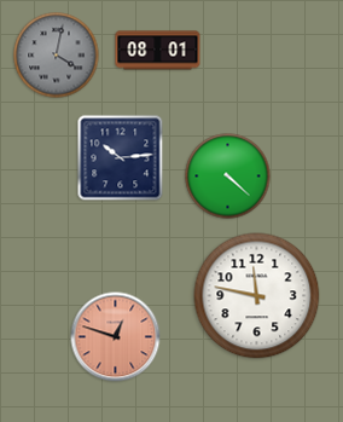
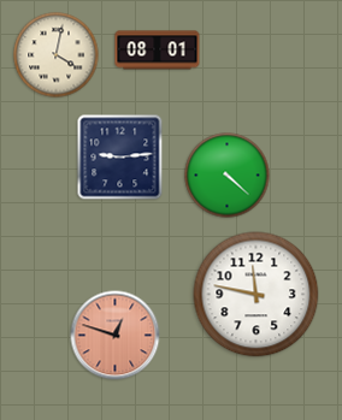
clock at (57, 56) dial: grey -> cream
clock at (121, 158): 10:14 -> 9:14
